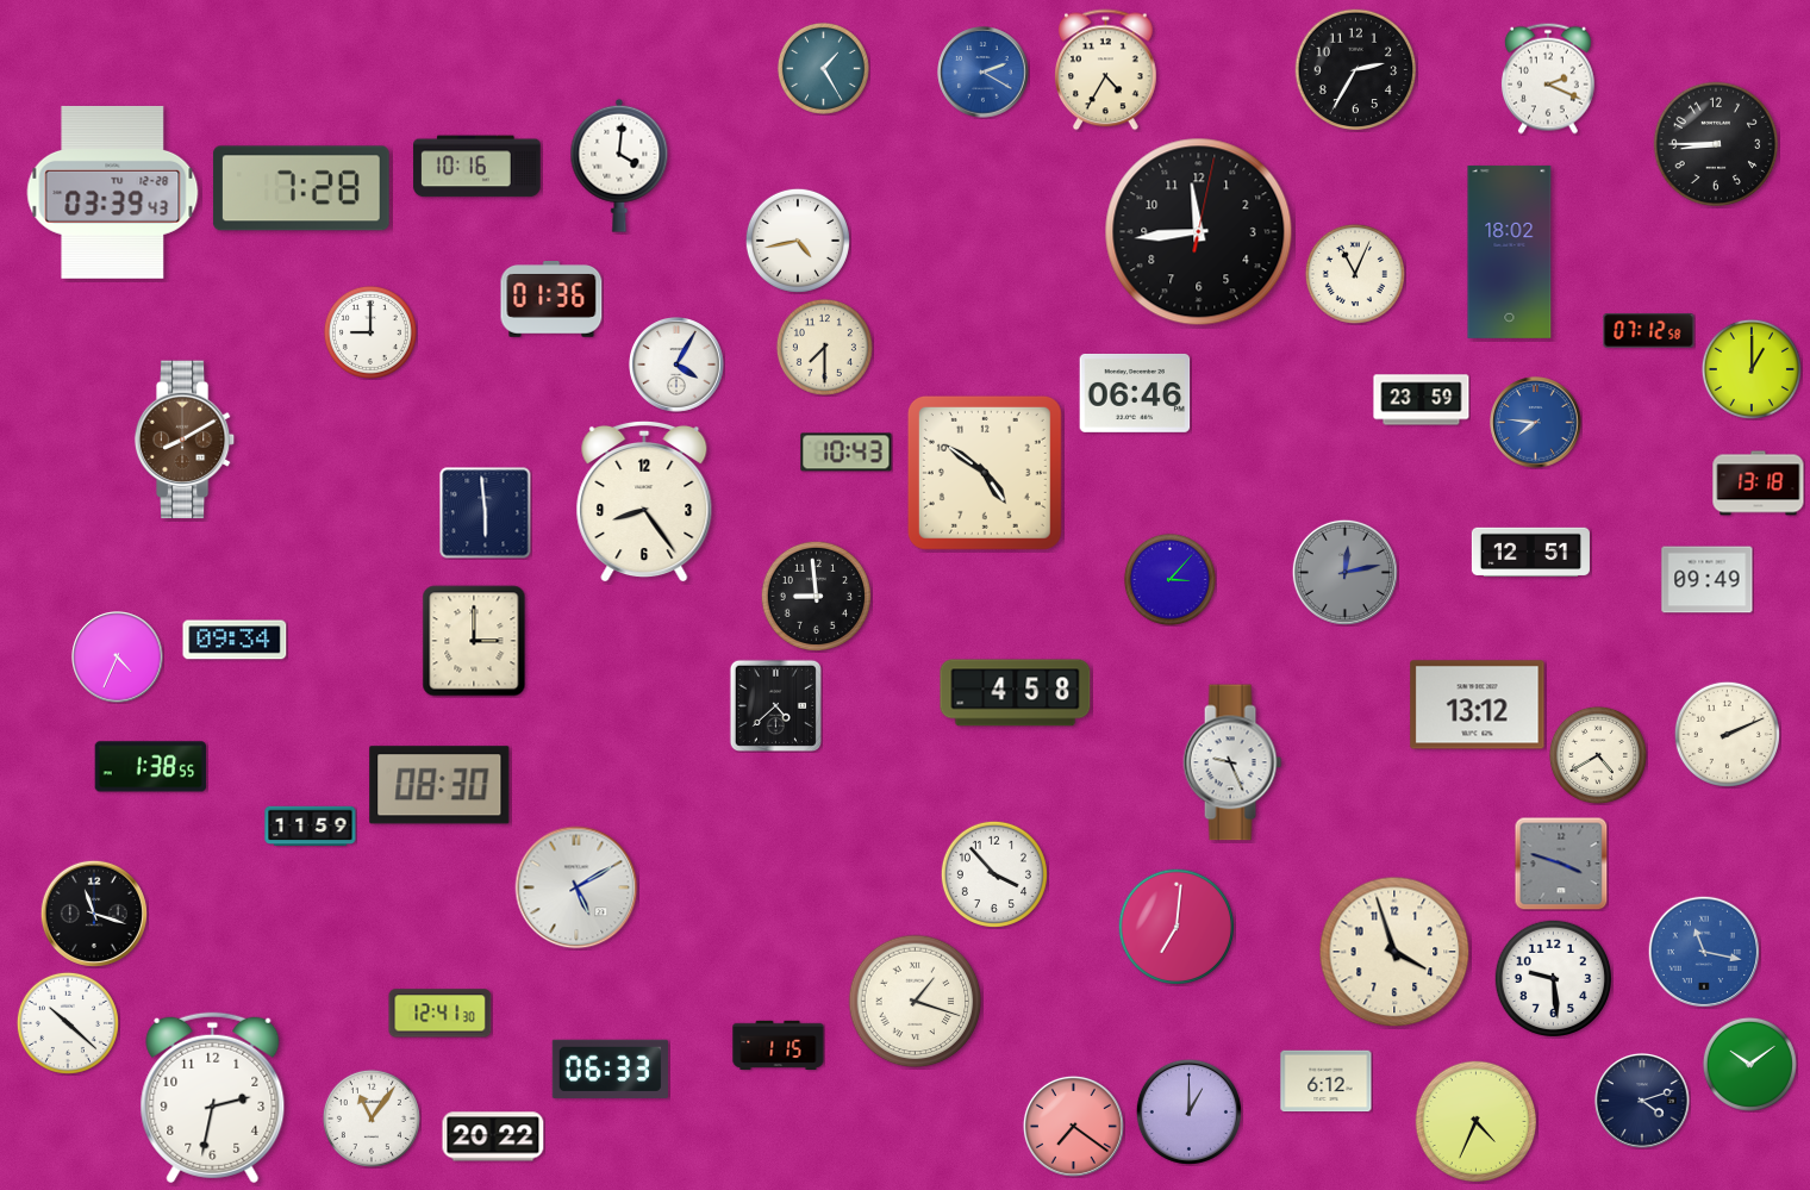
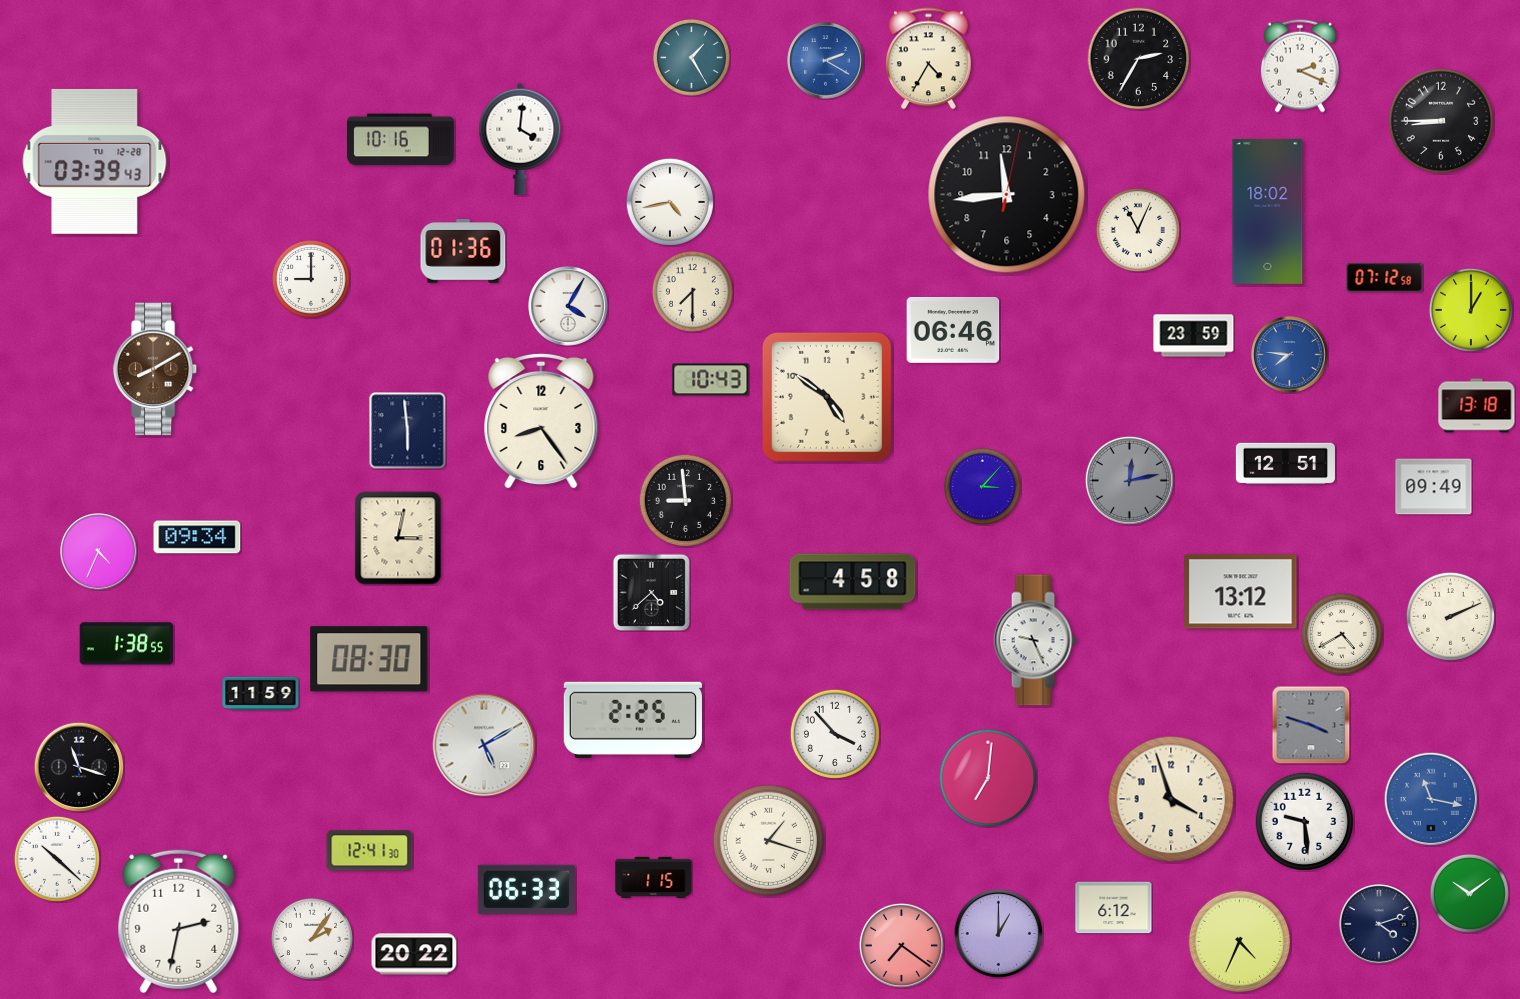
clock at (301, 188): 7:28 -> none
clock at (474, 641): 3:00 -> 3:02
clock at (633, 720): none -> 2:25
clock at (610, 1068) position: (610, 1068) -> (526, 889)
clock at (372, 1119): 11:06 -> 2:06
